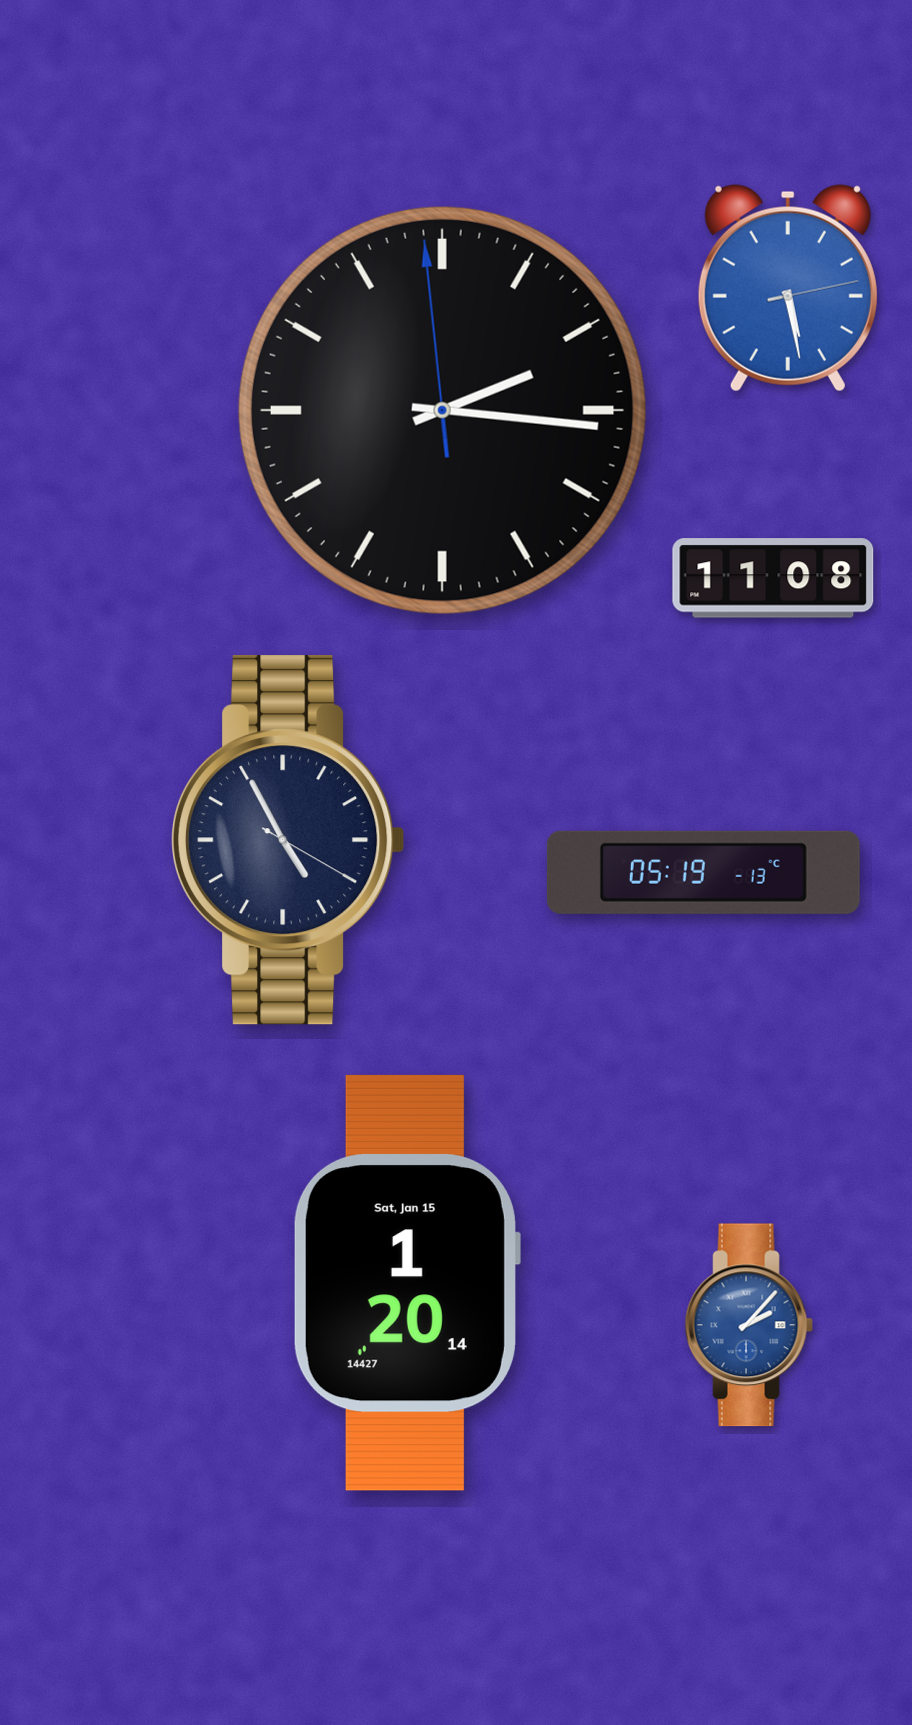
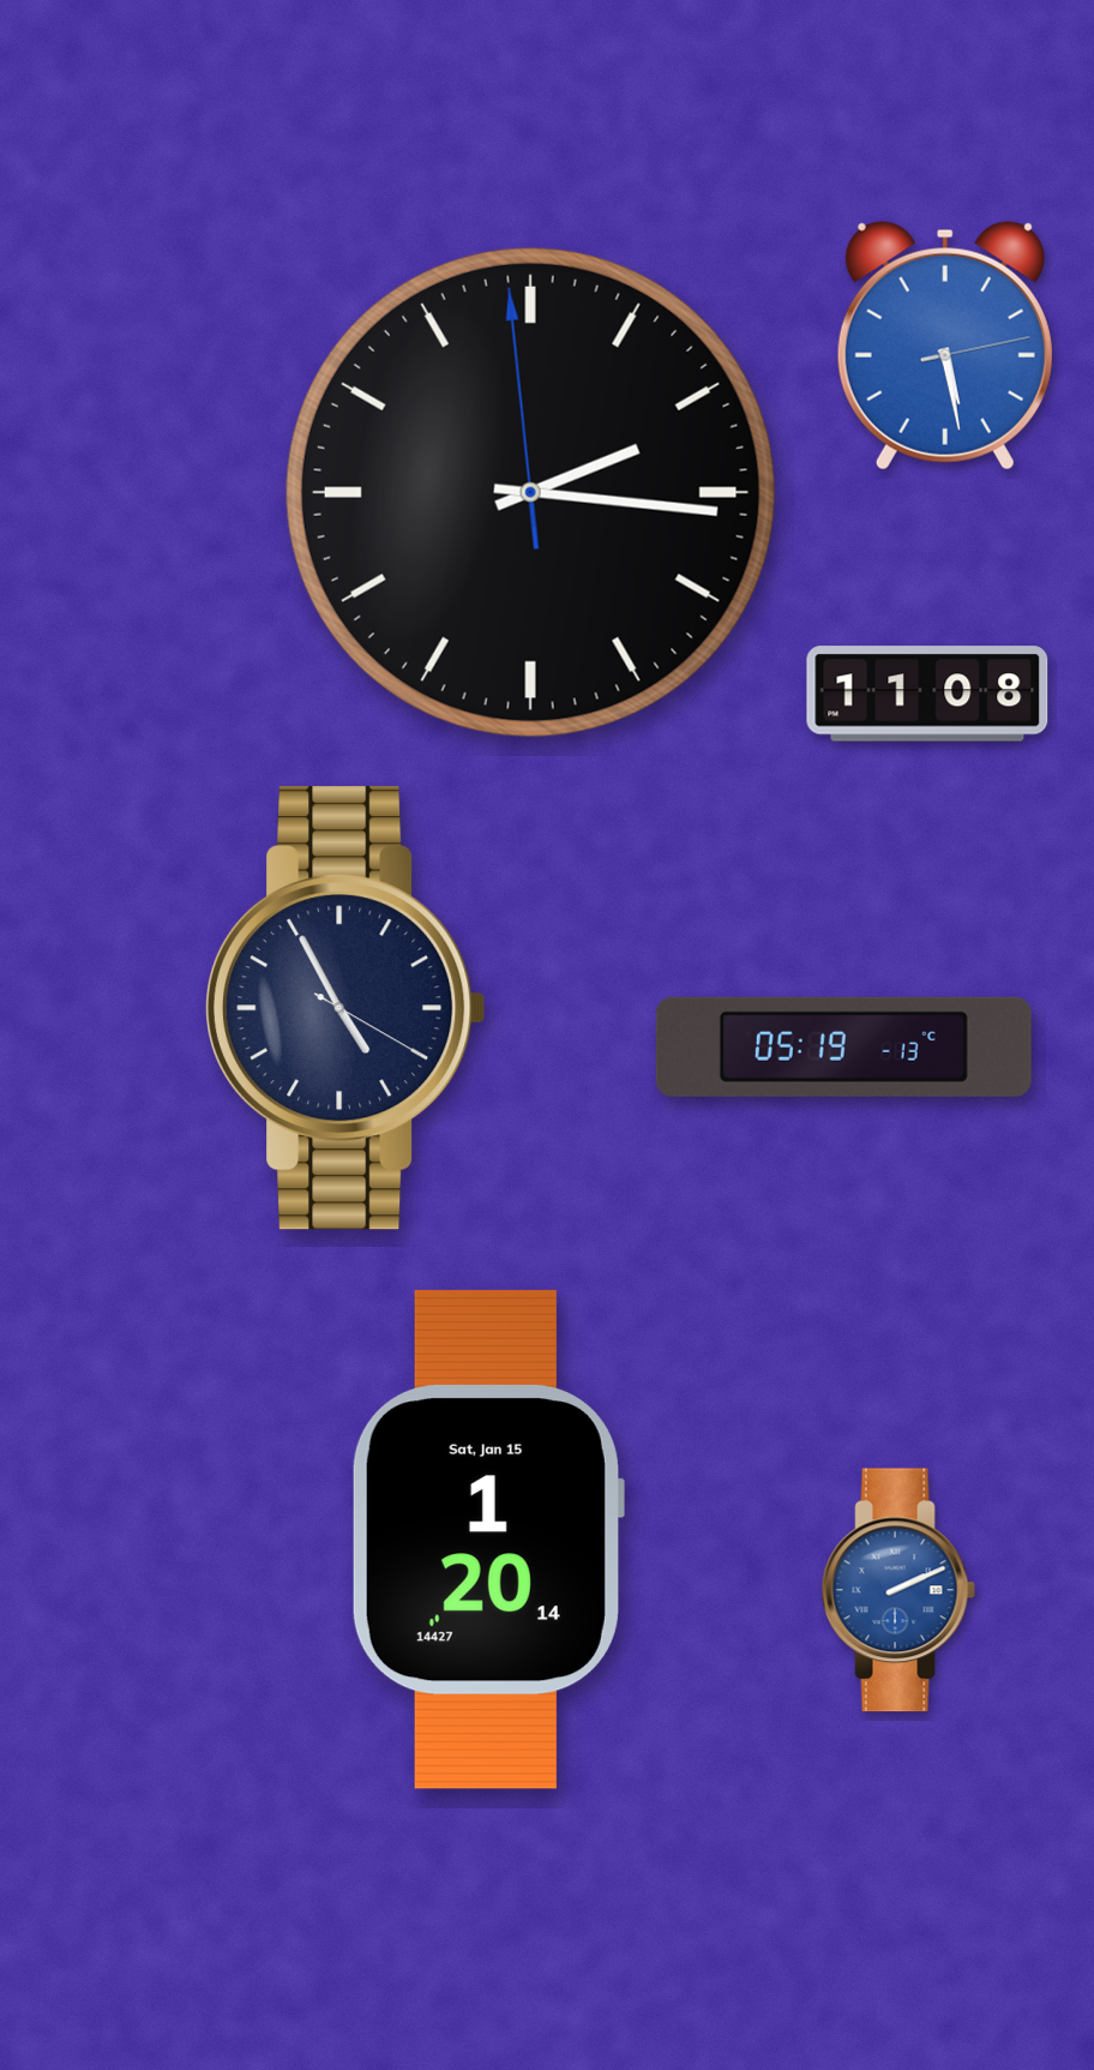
clock at (749, 1325): 2:07 -> 2:11
